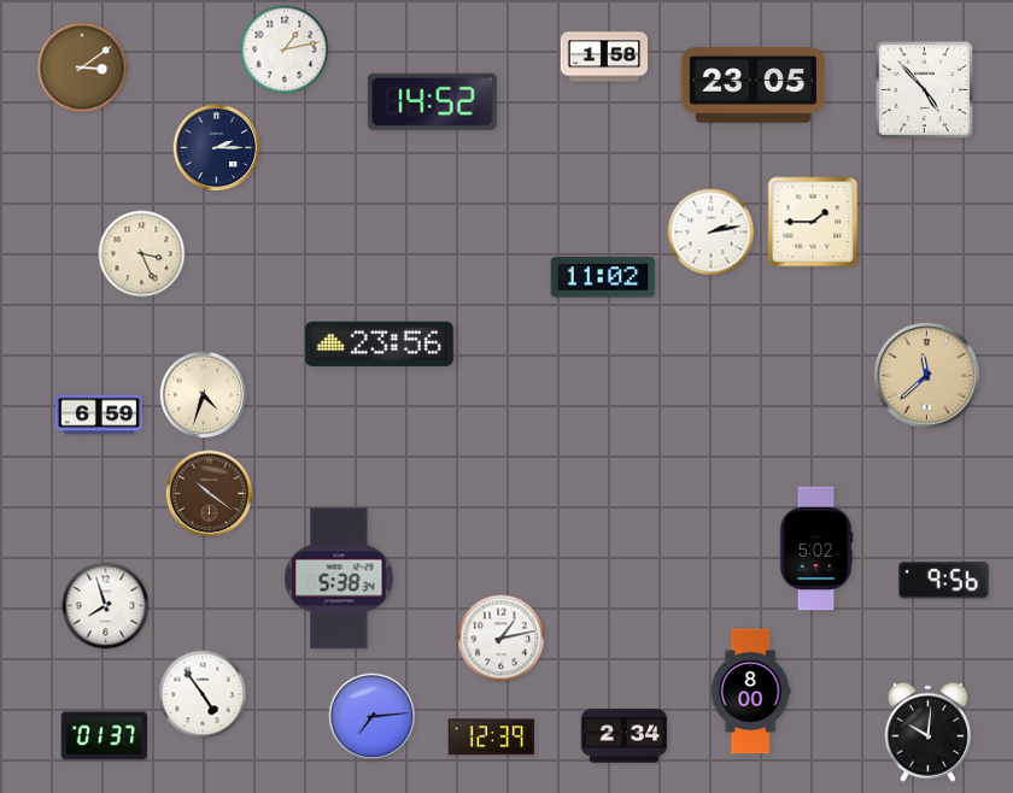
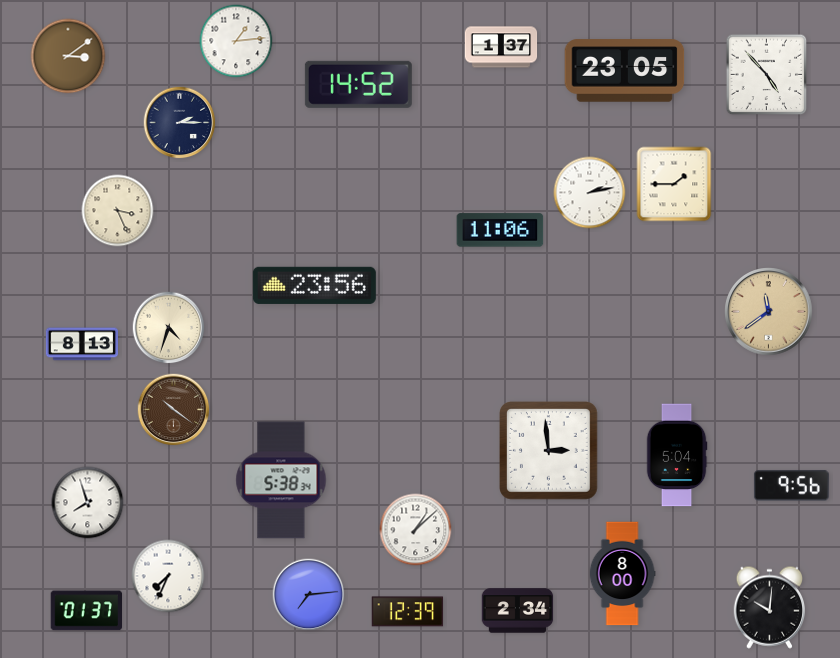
clock at (285, 49): 1:13 -> 1:14
clock at (604, 57): 1:58 -> 1:37
clock at (603, 277): 11:02 -> 11:06
clock at (927, 376): 11:38 -> 11:39
clock at (98, 415): 6:59 -> 8:13
clock at (549, 451): none -> 2:59
clock at (816, 548): 5:02 -> 5:04
clock at (943, 581) position: (943, 581) -> (791, 486)
clock at (502, 639): 1:13 -> 1:08
clock at (203, 694): 4:54 -> 7:34
